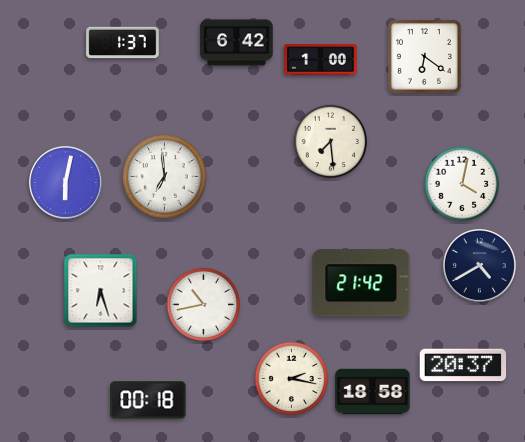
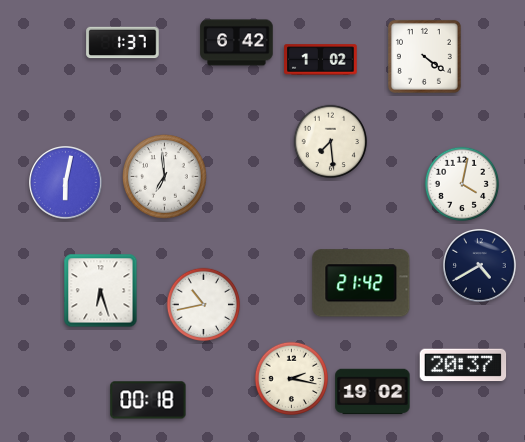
clock at (424, 56): 6:21 -> 4:21
clock at (321, 60): 1:00 -> 1:02
clock at (373, 392): 18:58 -> 19:02
